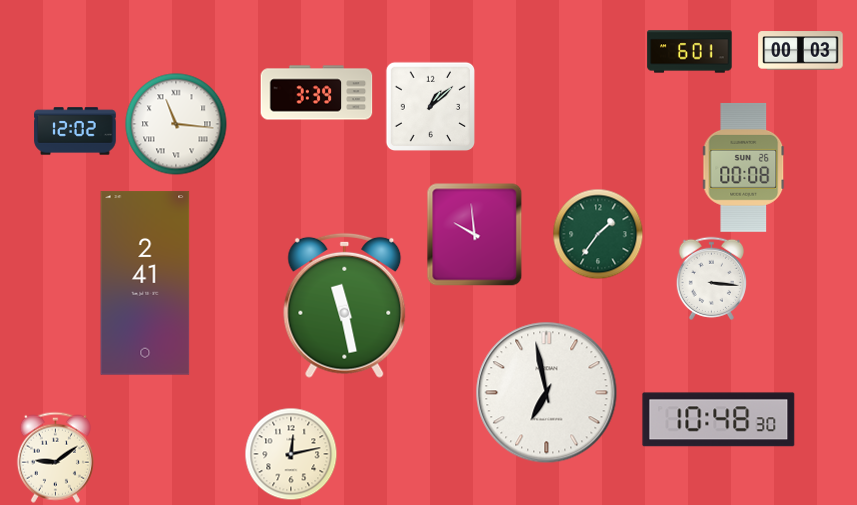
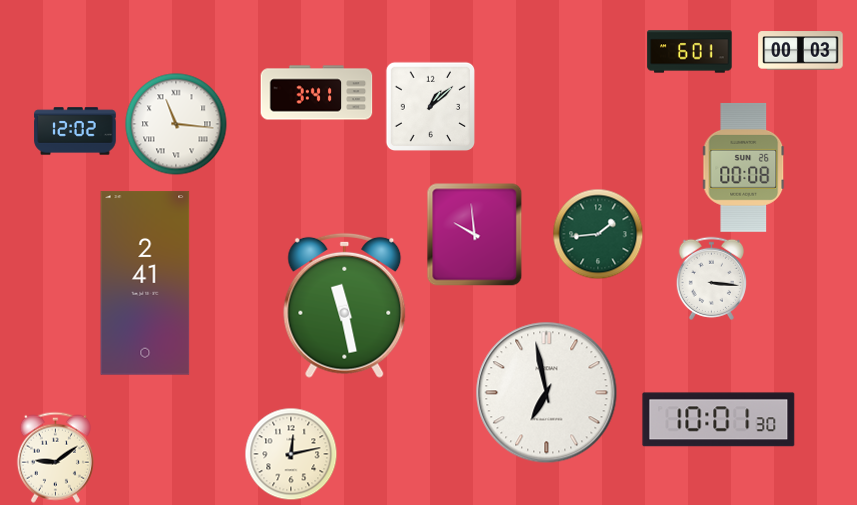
clock at (317, 93): 3:39 -> 3:41
clock at (598, 234): 1:36 -> 1:44
clock at (719, 420): 10:48 -> 10:01
